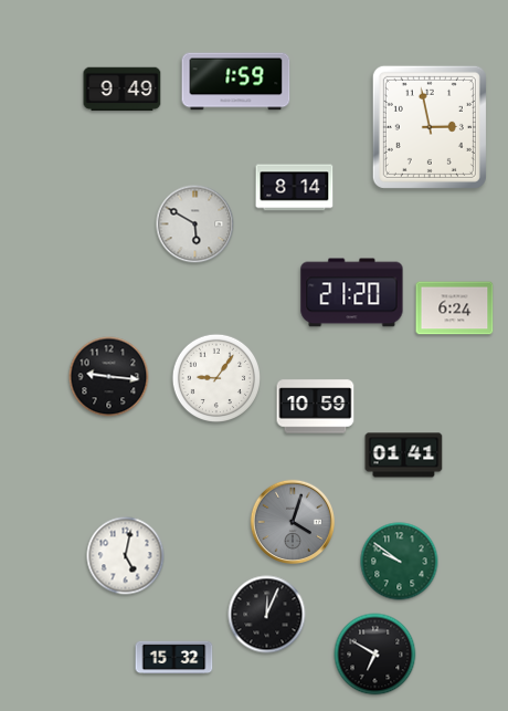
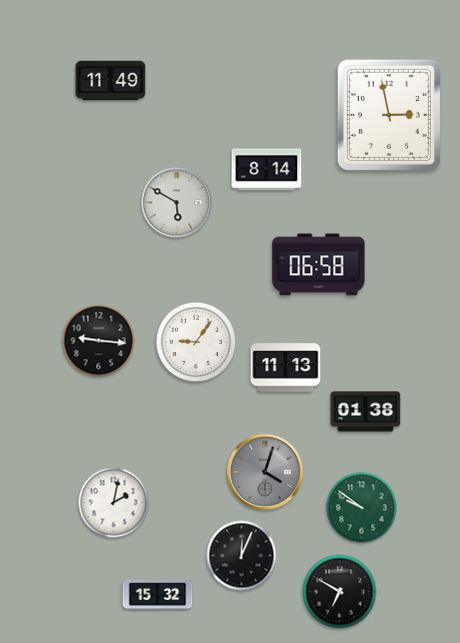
clock at (236, 82): 1:59 -> none
clock at (123, 90): 9:49 -> 11:49
clock at (352, 293): 21:20 -> 06:58
clock at (455, 309): 6:24 -> none
clock at (316, 407): 10:59 -> 11:13
clock at (404, 456): 01:41 -> 01:38
clock at (126, 556): 5:02 -> 2:02
